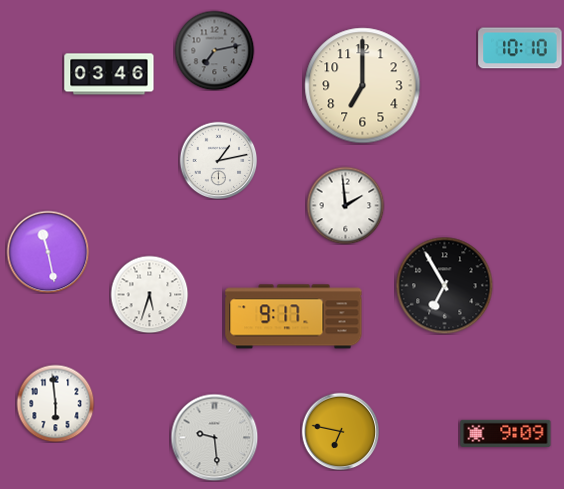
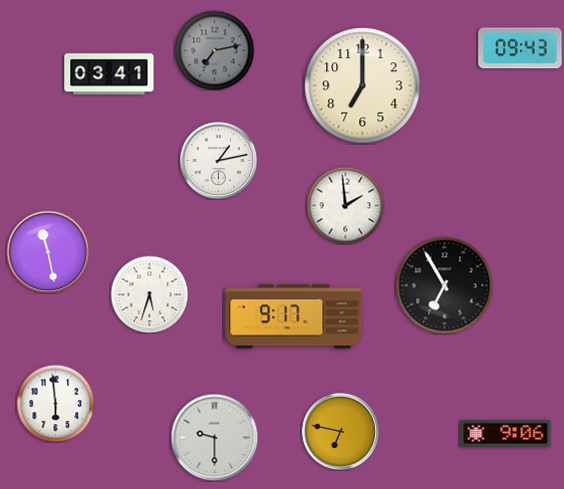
clock at (520, 48): 10:10 -> 09:43
clock at (109, 74): 03:46 -> 03:41
clock at (506, 433): 9:09 -> 9:06
clock at (214, 437): 9:29 -> 9:30
